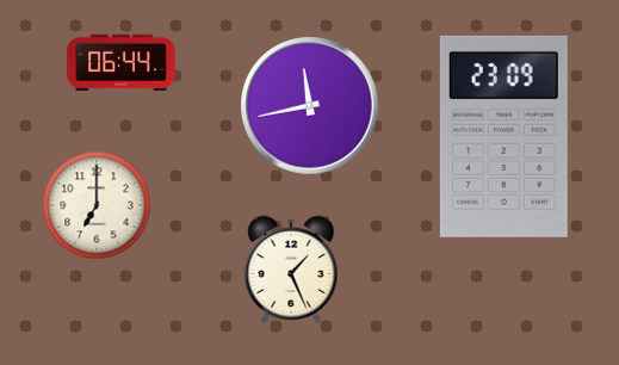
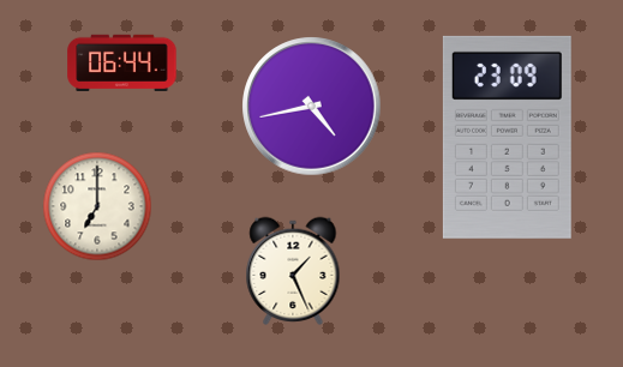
clock at (310, 106): 11:43 -> 4:43
